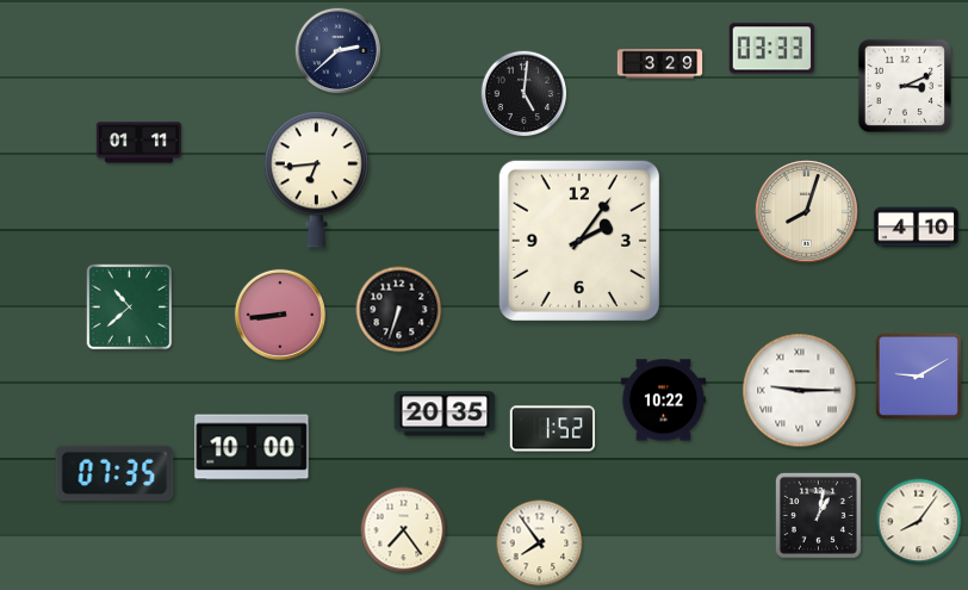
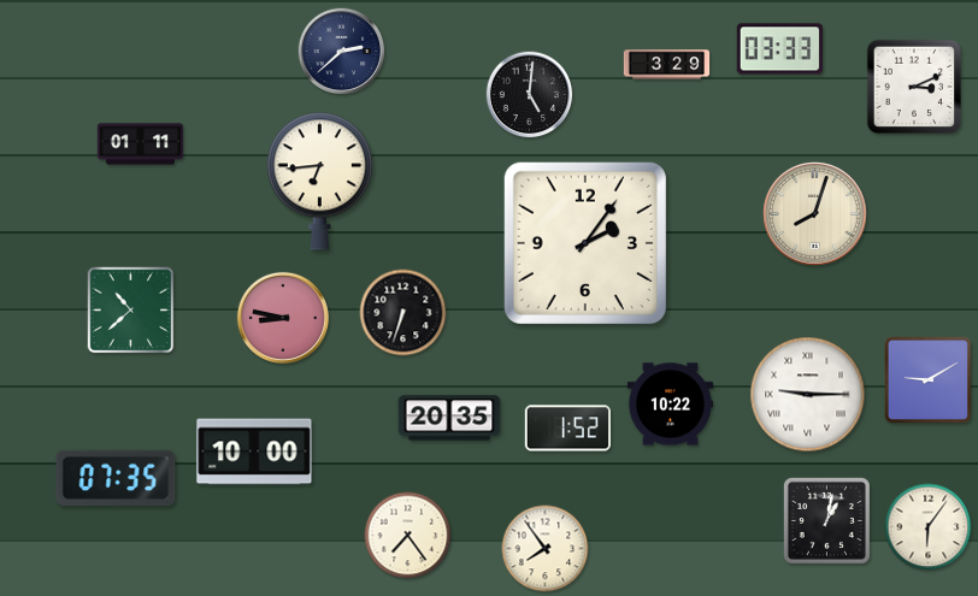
clock at (917, 228): 4:10 -> none
clock at (280, 315): 8:44 -> 8:47
clock at (553, 429) position: (553, 429) -> (568, 429)
clock at (919, 522): 8:06 -> 6:06
